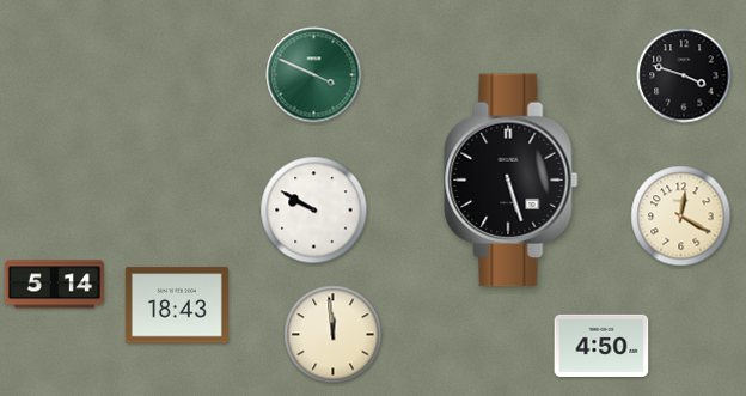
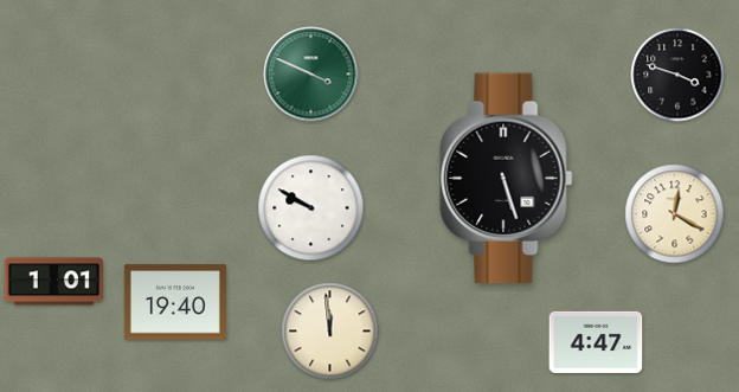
clock at (54, 285): 5:14 -> 1:01
clock at (177, 305): 18:43 -> 19:40
clock at (601, 346): 4:50 -> 4:47
